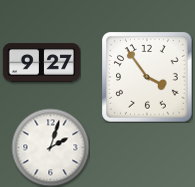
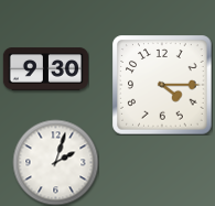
clock at (41, 63): 9:27 -> 9:30
clock at (147, 77): 3:54 -> 4:15
